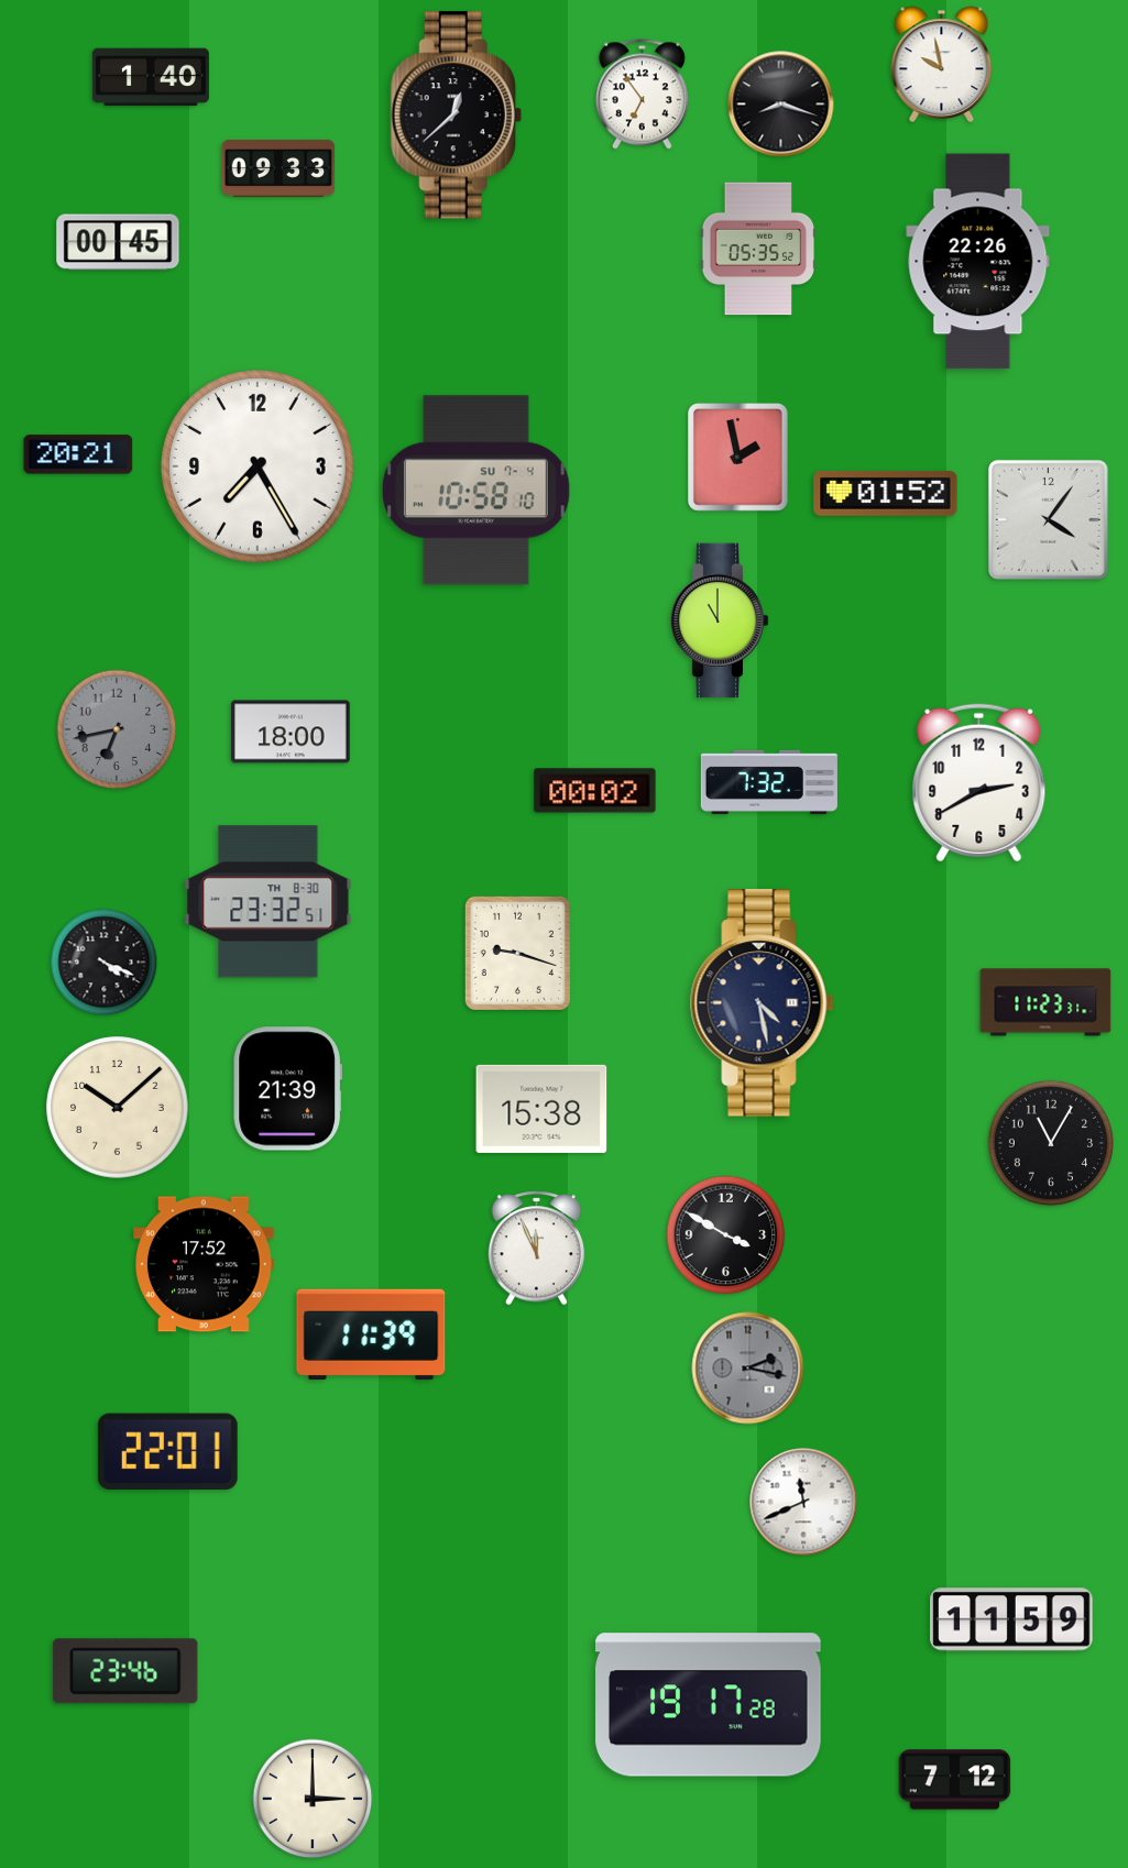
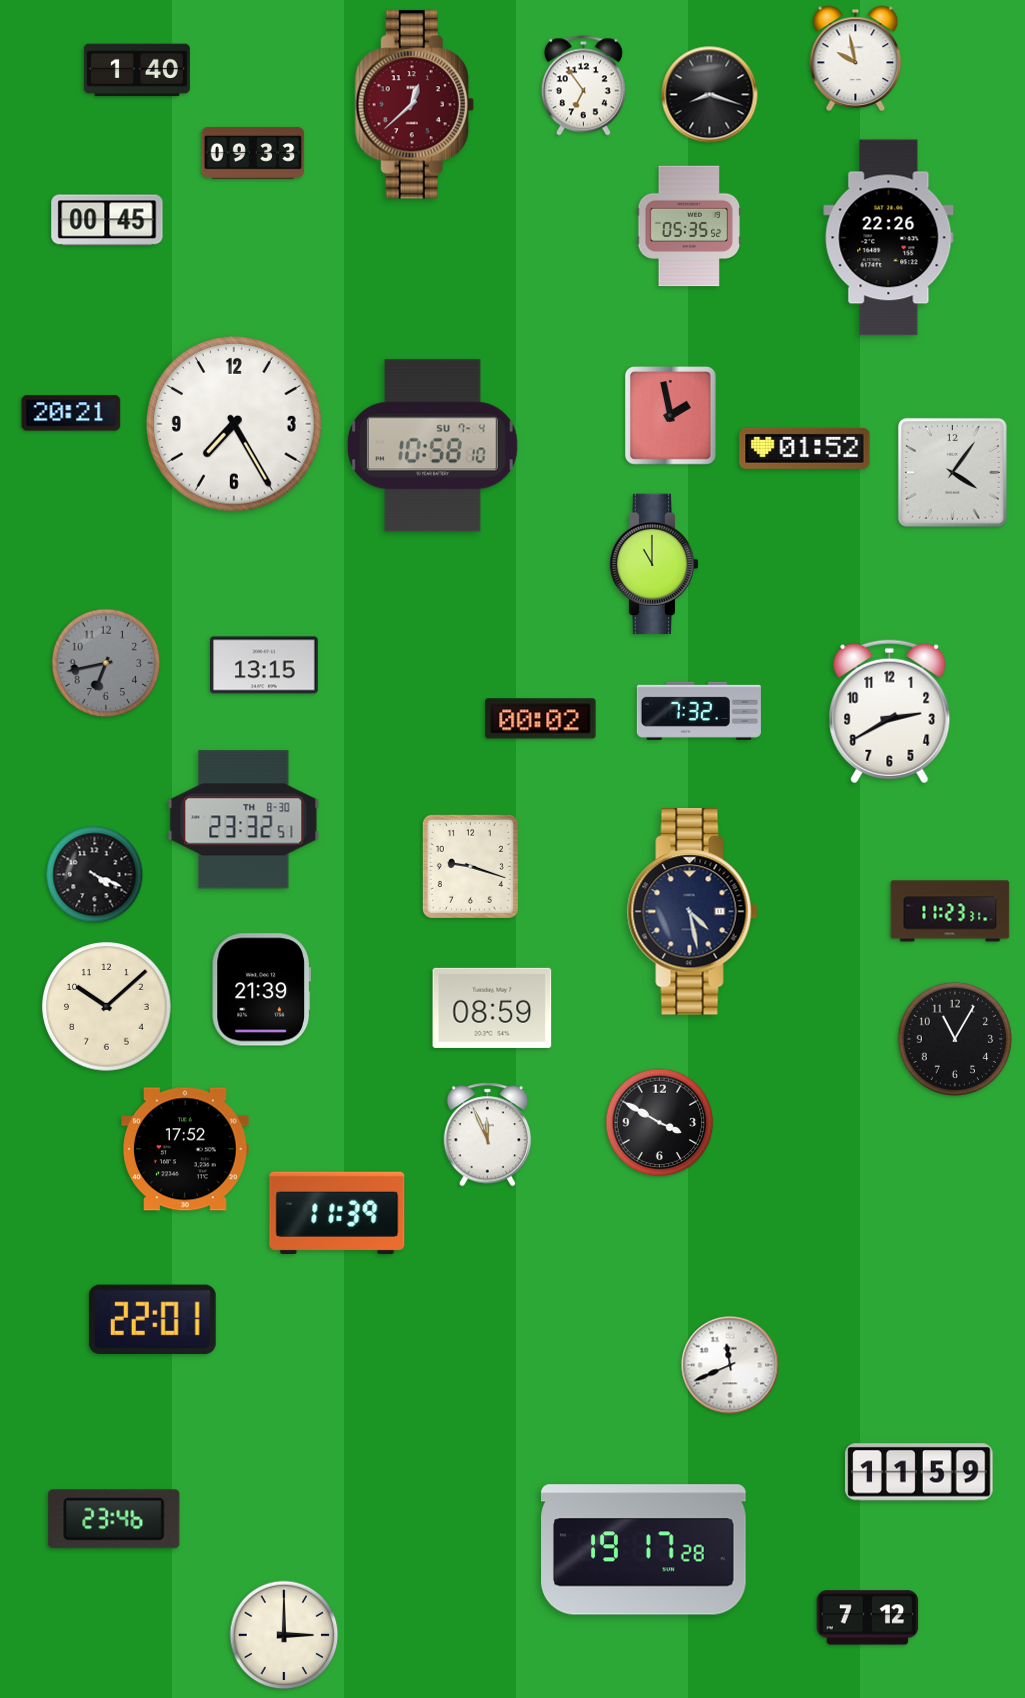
clock at (456, 116) dial: black -> burgundy
clock at (292, 732): 18:00 -> 13:15
clock at (541, 1109): 15:38 -> 08:59
clock at (748, 1369): 2:17 -> none
